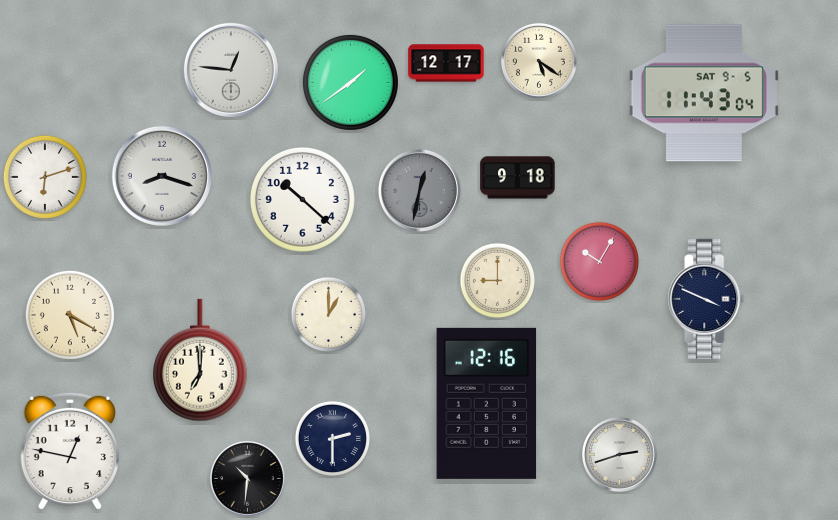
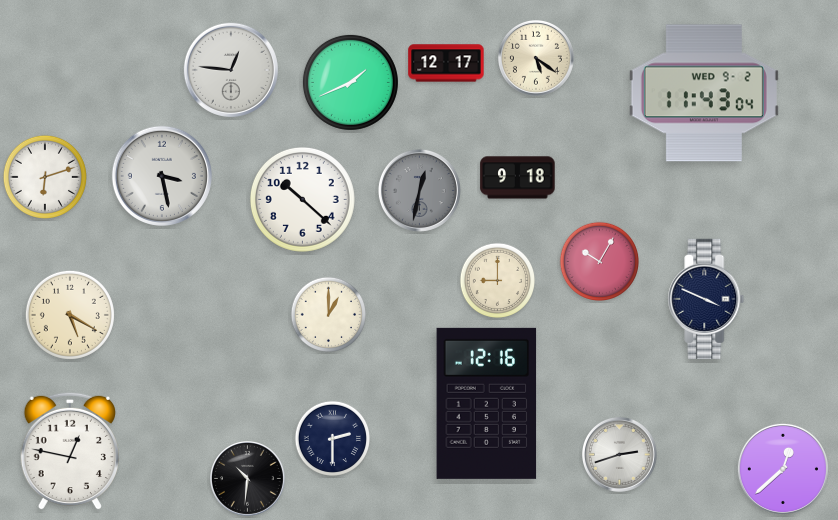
clock at (539, 61) position: (539, 61) -> (536, 58)
clock at (350, 82): 1:39 -> 1:41
clock at (704, 93) date: SAT 9-5 -> WED 9-2
clock at (162, 176): 8:18 -> 3:28
clock at (201, 360): 7:00 -> none
clock at (783, 469): none -> 12:38
